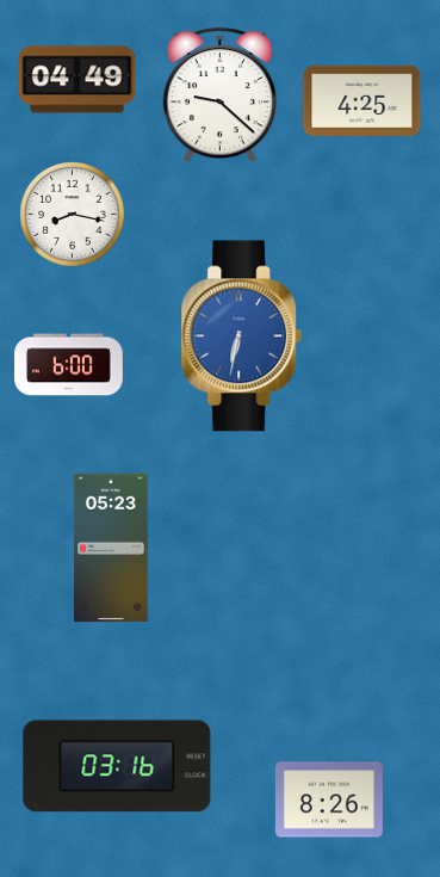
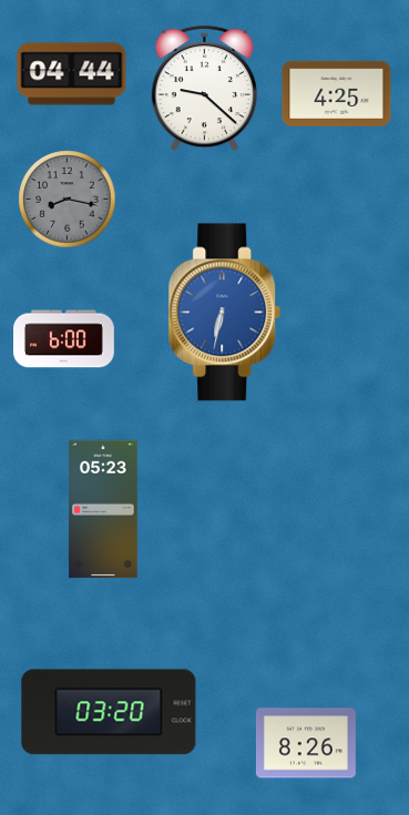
clock at (78, 80): 04:49 -> 04:44
clock at (73, 215) dial: white -> grey
clock at (117, 766): 03:16 -> 03:20
